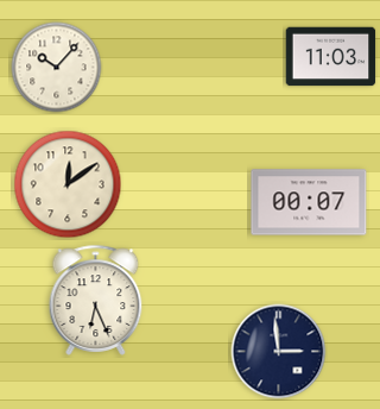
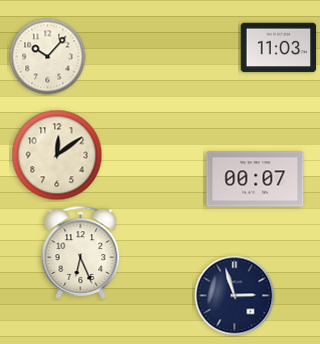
clock at (309, 202) position: (309, 202) -> (255, 179)
clock at (279, 352): 2:59 -> 2:57
